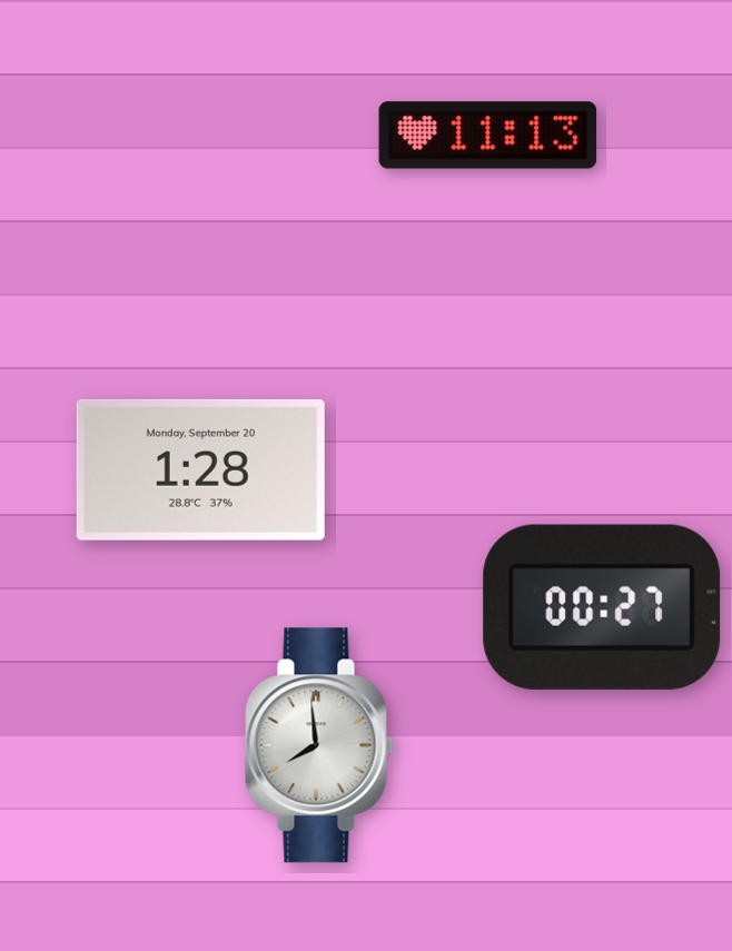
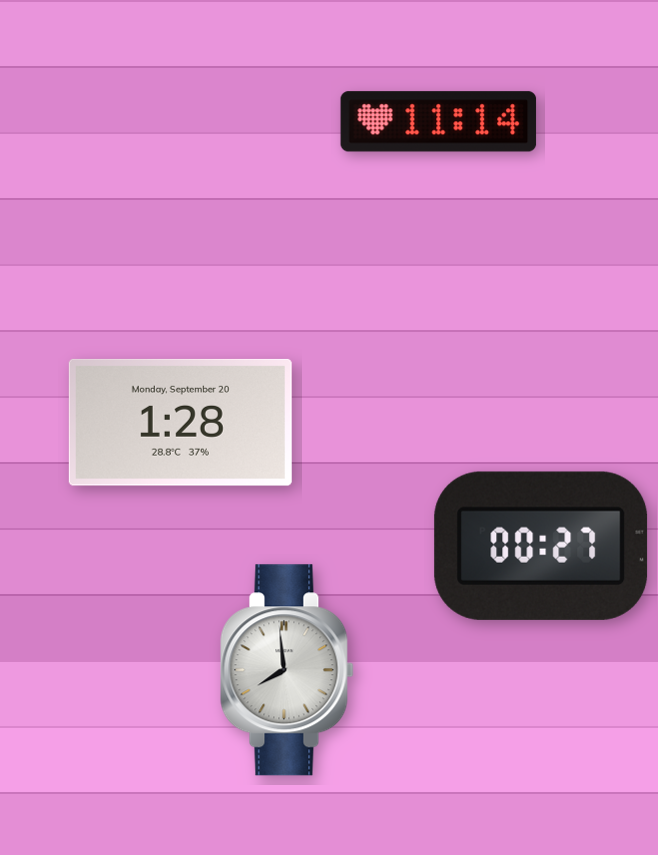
clock at (488, 136): 11:13 -> 11:14
